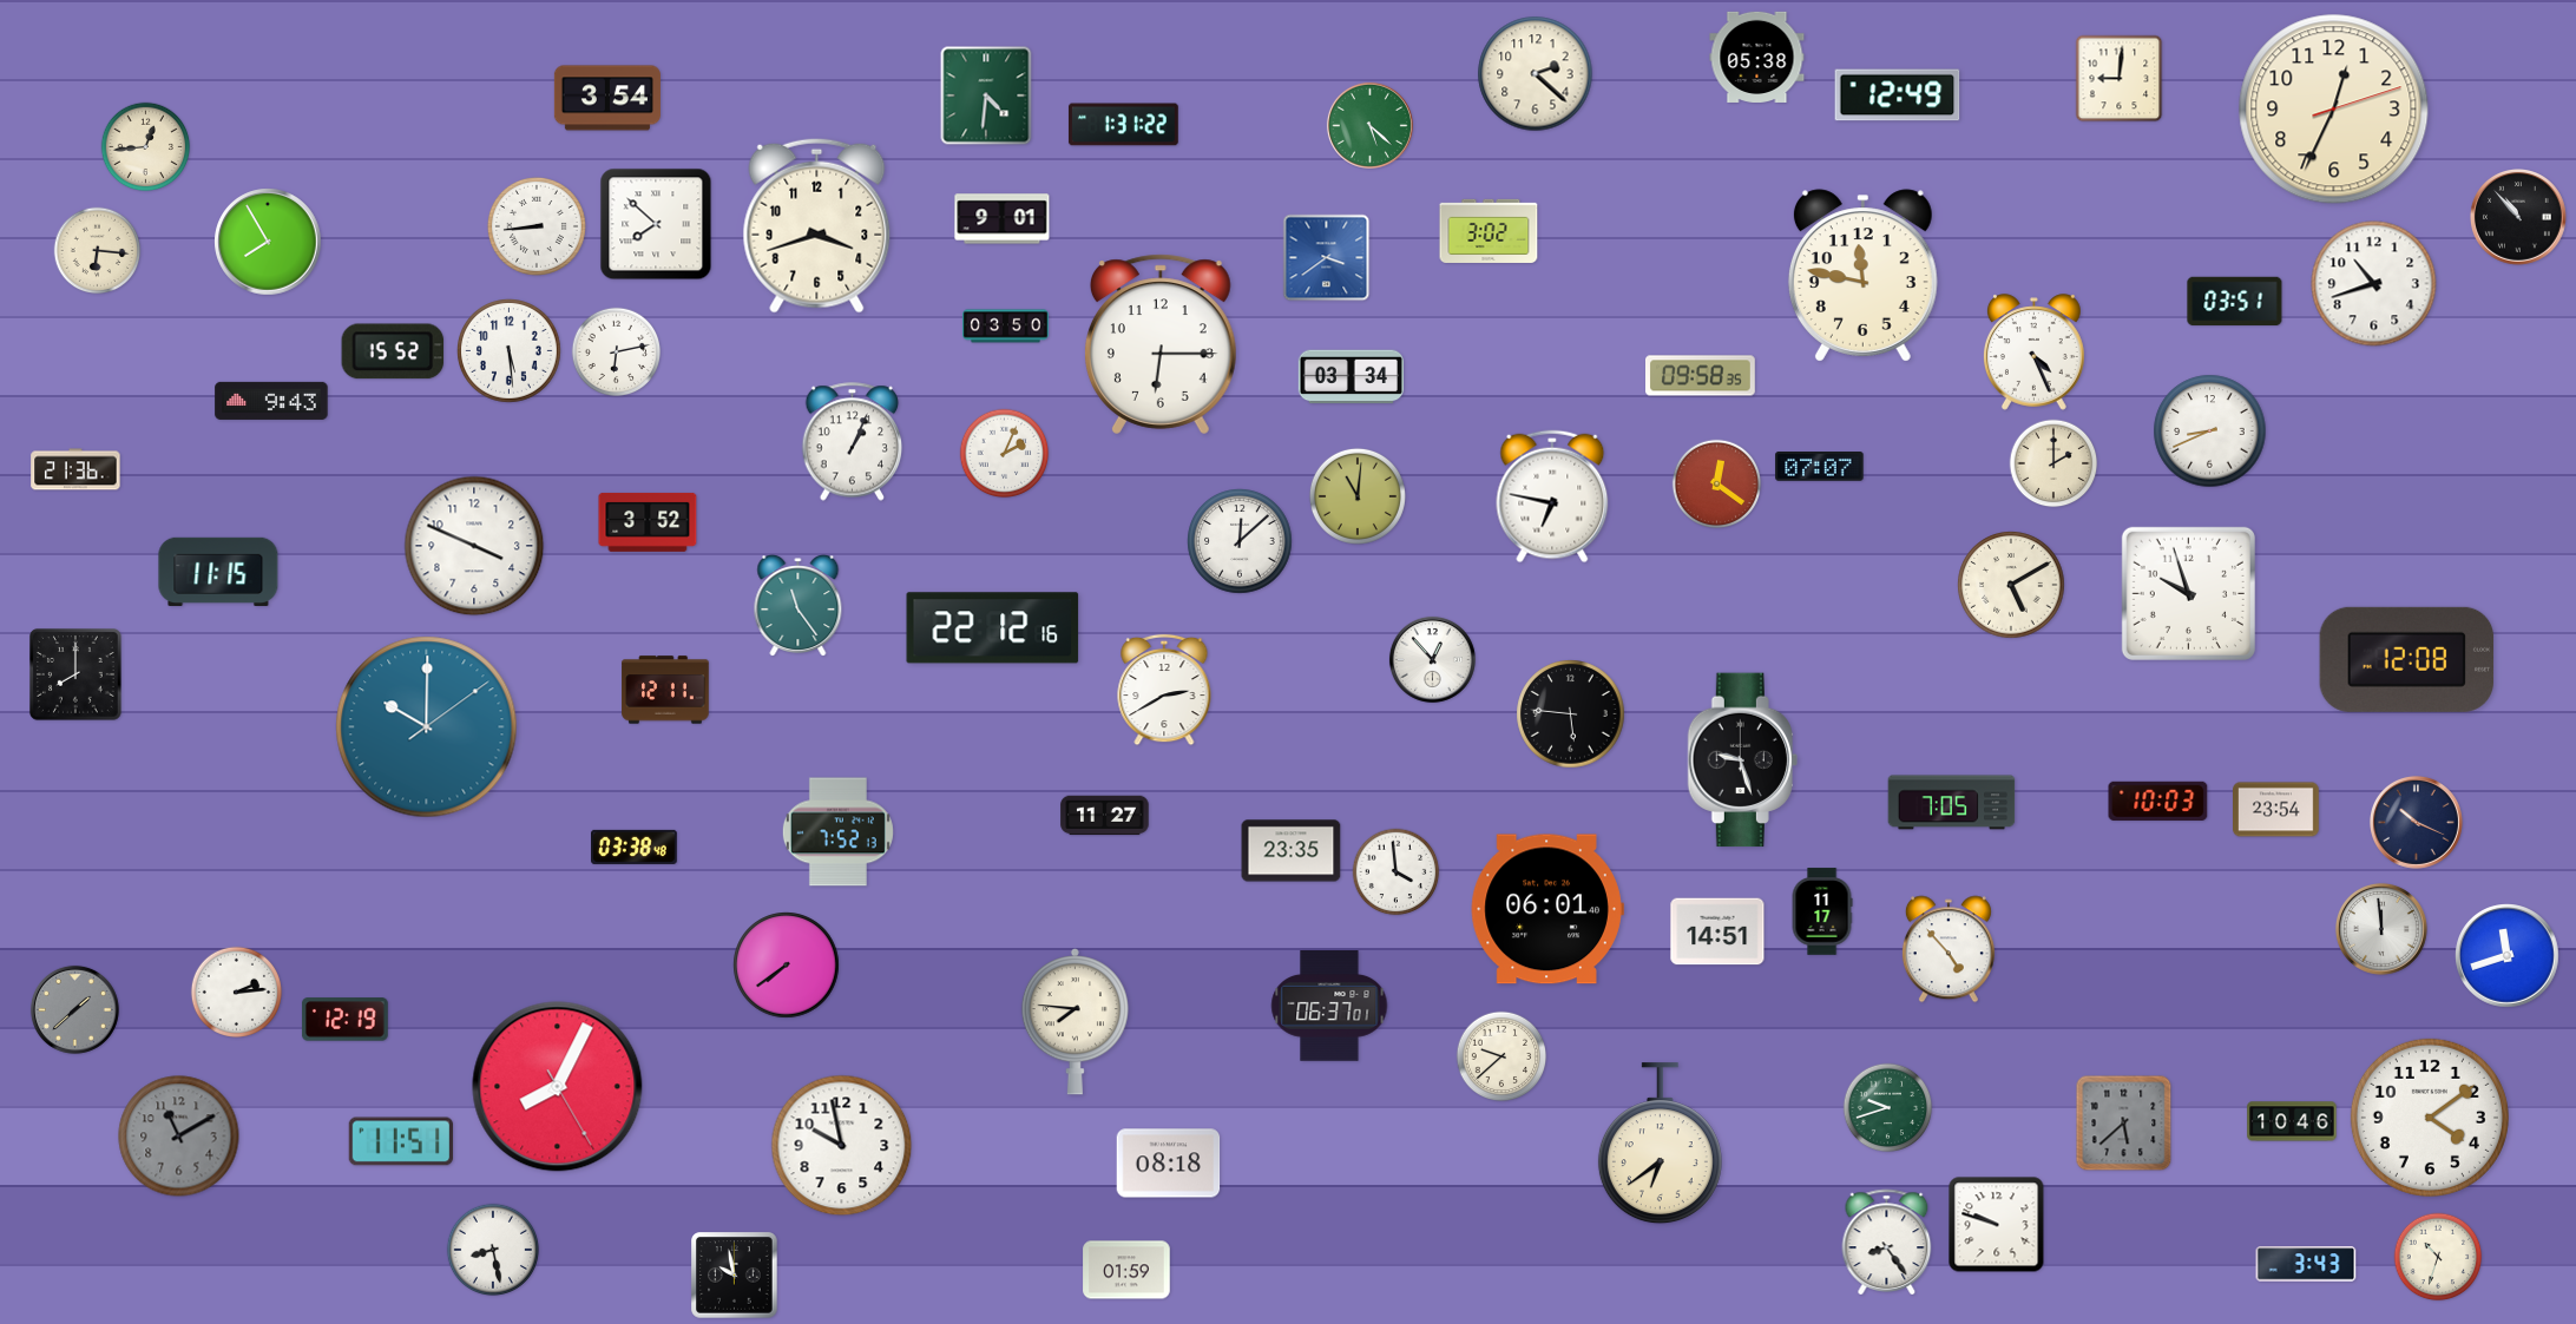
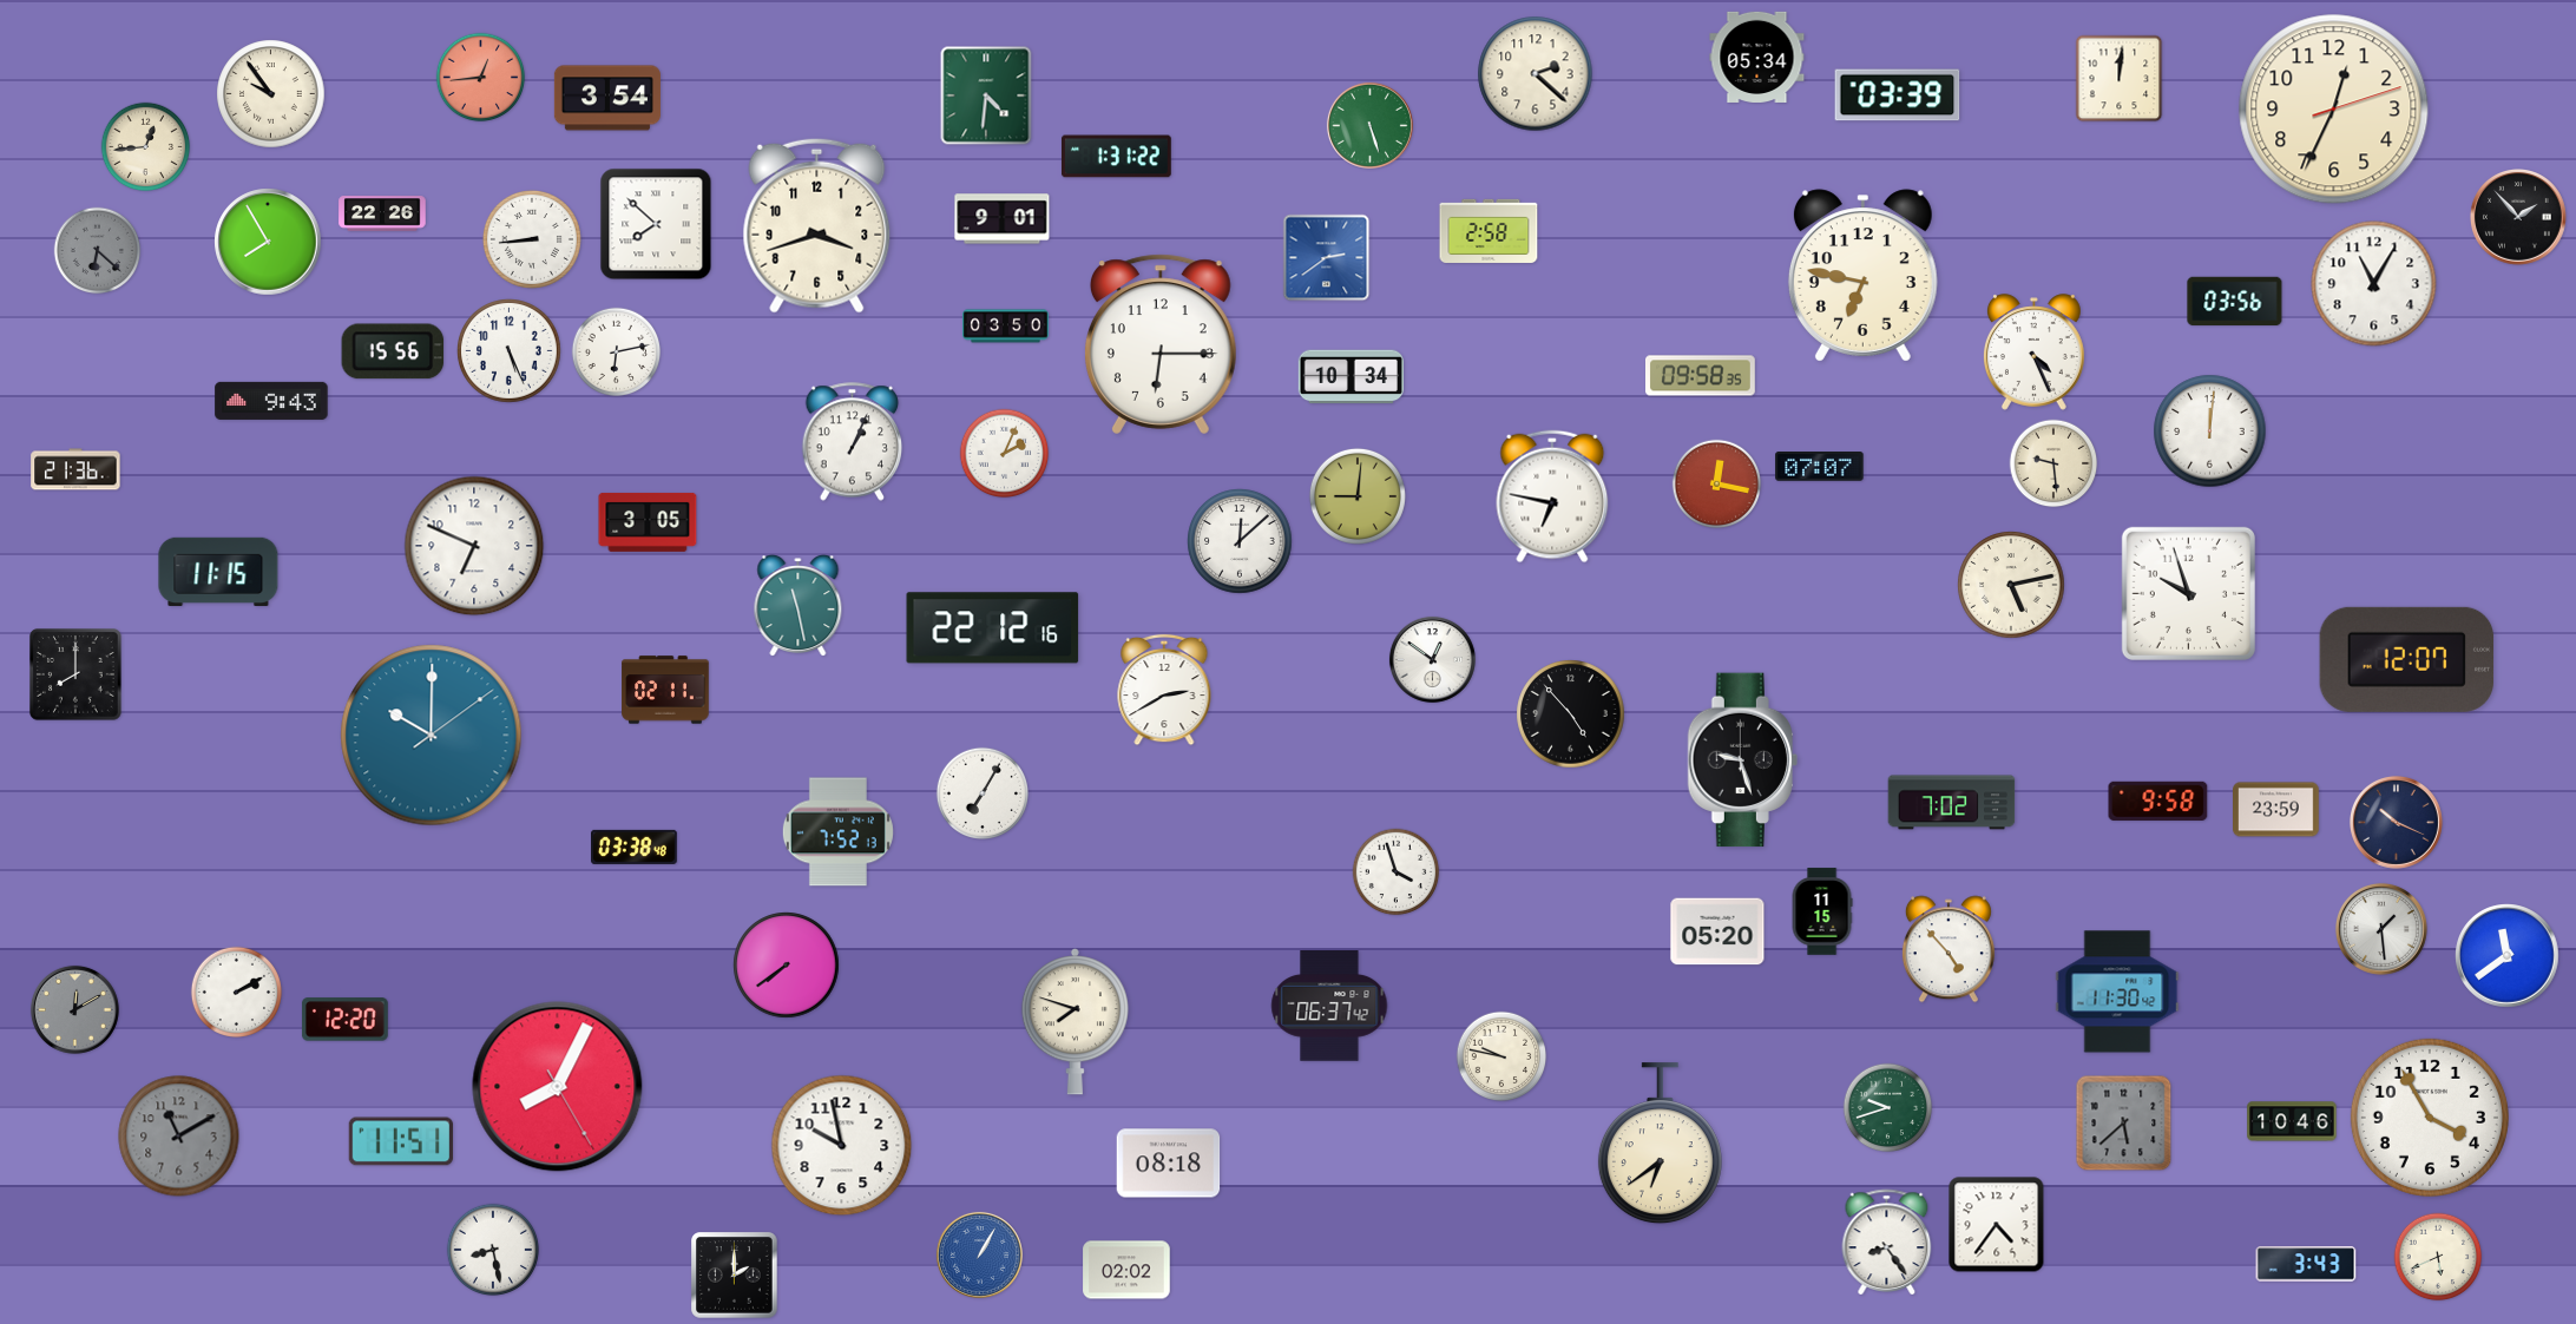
clock at (1757, 57): 05:38 -> 05:34
clock at (481, 78): none -> 12:44
clock at (2120, 79): 9:01 -> 12:01
clock at (271, 94): none -> 9:54
clock at (1898, 95): 12:49 -> 03:39
clock at (1124, 125) position: (1124, 125) -> (1117, 157)
clock at (1369, 125): 5:22 -> 5:27
clock at (382, 213): none -> 22:26
clock at (2519, 218): 10:53 -> 1:53
clock at (537, 226) position: (537, 226) -> (532, 239)
clock at (1489, 231): 3:02 -> 2:58
clock at (98, 251): 6:16 -> 6:22
clock at (98, 251) dial: cream -> grey
clock at (1327, 258): 3:39 -> 2:39
clock at (1862, 276): 11:47 -> 6:47
clock at (2374, 284): 10:42 -> 11:05
clock at (2235, 302): 03:51 -> 03:56
clock at (393, 351): 15:52 -> 15:56
clock at (510, 351): 5:29 -> 5:26
clock at (1351, 377): 03:34 -> 10:34
clock at (2210, 432): 8:41 -> 12:01
clock at (2053, 463): 2:00 -> 9:29
clock at (1717, 485): 12:21 -> 12:17
clock at (1358, 496): 11:01 -> 9:01
clock at (648, 522): 3:52 -> 3:05
clock at (474, 546): 3:49 -> 6:49
clock at (2011, 585): 5:10 -> 5:13
clock at (799, 606): 11:24 -> 11:28
clock at (1432, 659): 12:53 -> 12:51
clock at (2407, 659): 12:08 -> 12:07
clock at (665, 690): 12:11 -> 02:11
clock at (1571, 714): 5:46 -> 4:53
clock at (427, 727) position: (427, 727) -> (432, 736)
clock at (981, 792): none -> 7:05
clock at (2158, 801): 10:03 -> 9:58
clock at (1952, 803): 7:05 -> 7:02
clock at (2276, 810): 23:54 -> 23:59
clock at (1105, 816): 11:27 -> none
clock at (2416, 822) position: (2416, 822) -> (2396, 822)
clock at (1292, 851): 23:35 -> none
clock at (1397, 872): 3:59 -> 3:57
clock at (1547, 909): 06:01 -> none
clock at (1822, 911): 11:17 -> 11:15
clock at (2381, 929): 11:59 -> 1:29
clock at (1717, 931): 14:51 -> 05:20
clock at (2508, 956): 11:42 -> 11:39
clock at (236, 992): 2:14 -> 2:10
clock at (2117, 992): none -> 11:30
clock at (1329, 1006): 06:37:01 -> 06:37:42
clock at (74, 1009): 1:38 -> 12:10
clock at (346, 1020): 12:19 -> 12:20
clock at (1075, 1022): 7:46 -> 7:48
clock at (1501, 1056): 9:38 -> 9:47
clock at (2430, 1118): 4:09 -> 3:55
clock at (1997, 1225): 9:48 -> 4:36
clock at (979, 1254): none -> 1:05
clock at (2438, 1257): 10:33 -> 5:41
clock at (1126, 1270): 01:59 -> 02:02
clock at (735, 1276): 9:58 -> 2:00
